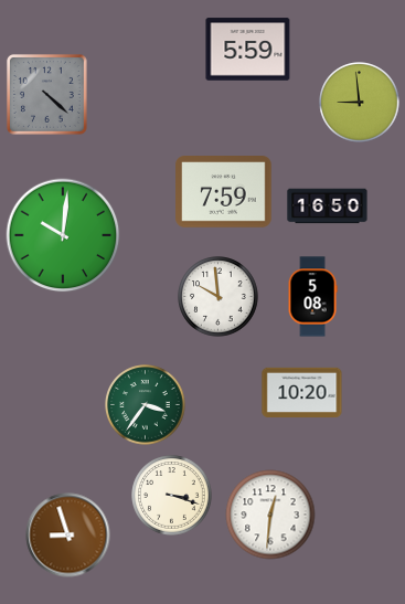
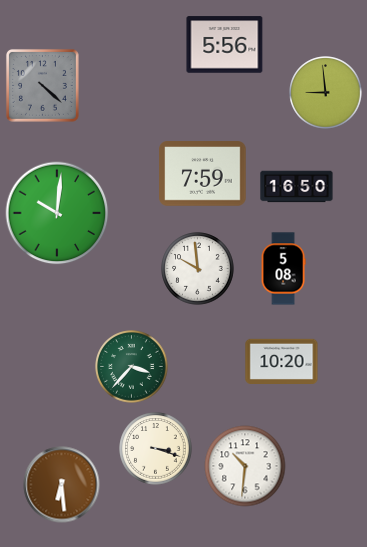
clock at (248, 50): 5:59 -> 5:56
clock at (302, 392) position: (302, 392) -> (282, 361)
clock at (146, 405): 3:36 -> 3:37
clock at (270, 515): 12:31 -> 10:31
clock at (68, 536): 8:57 -> 6:29
